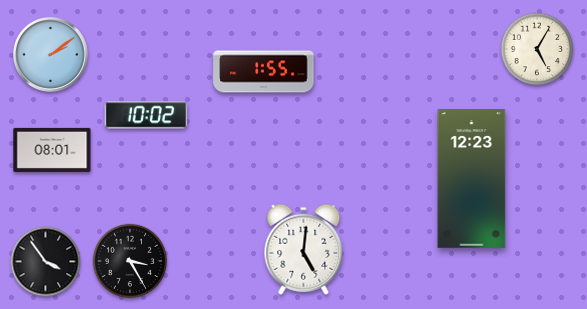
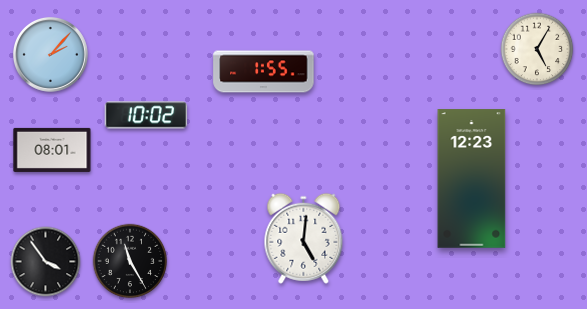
clock at (50, 54): 2:09 -> 2:07
clock at (304, 249) position: (304, 249) -> (304, 238)
clock at (130, 261): 3:25 -> 11:25
